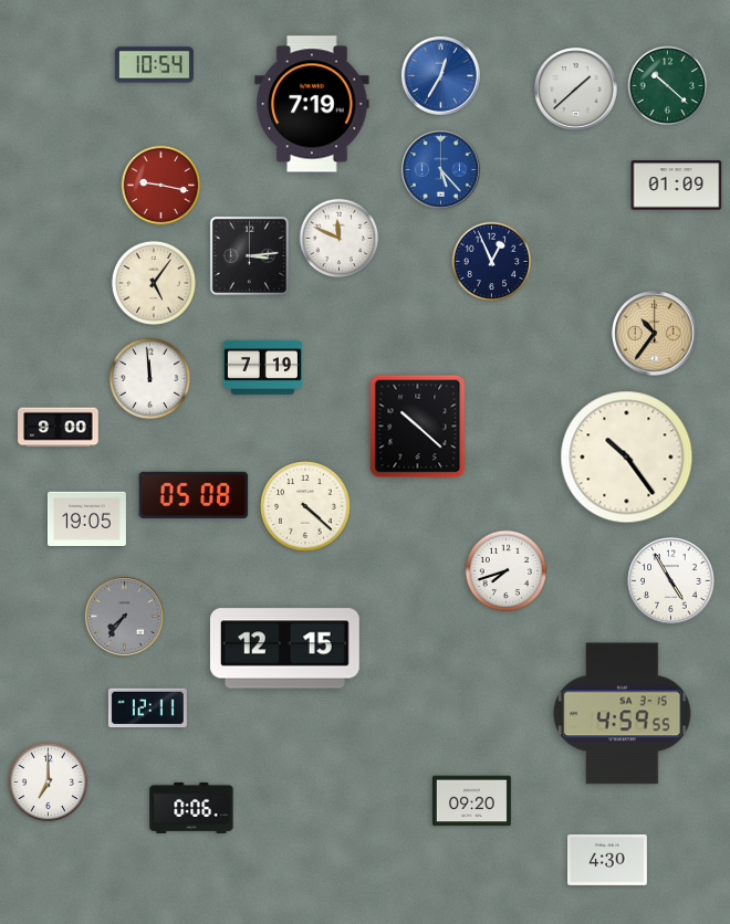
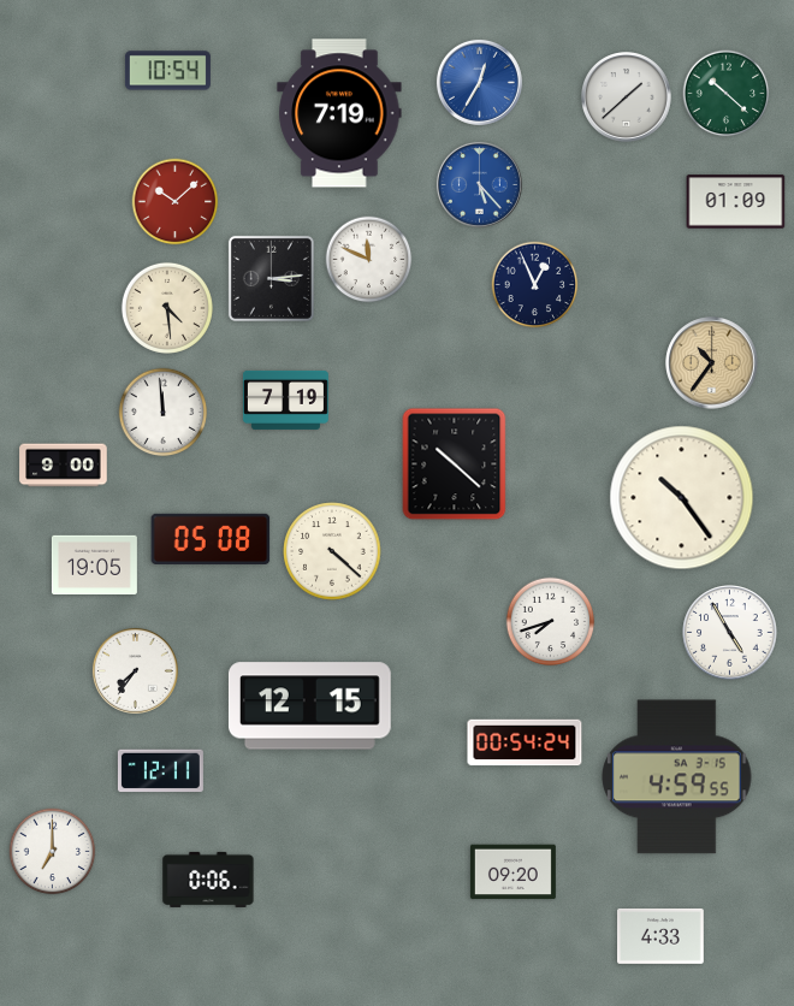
clock at (161, 186): 9:17 -> 10:08
clock at (154, 283): 5:06 -> 4:29
clock at (124, 616) dial: grey -> white
clock at (525, 742): none -> 00:54
clock at (608, 860): 4:30 -> 4:33
